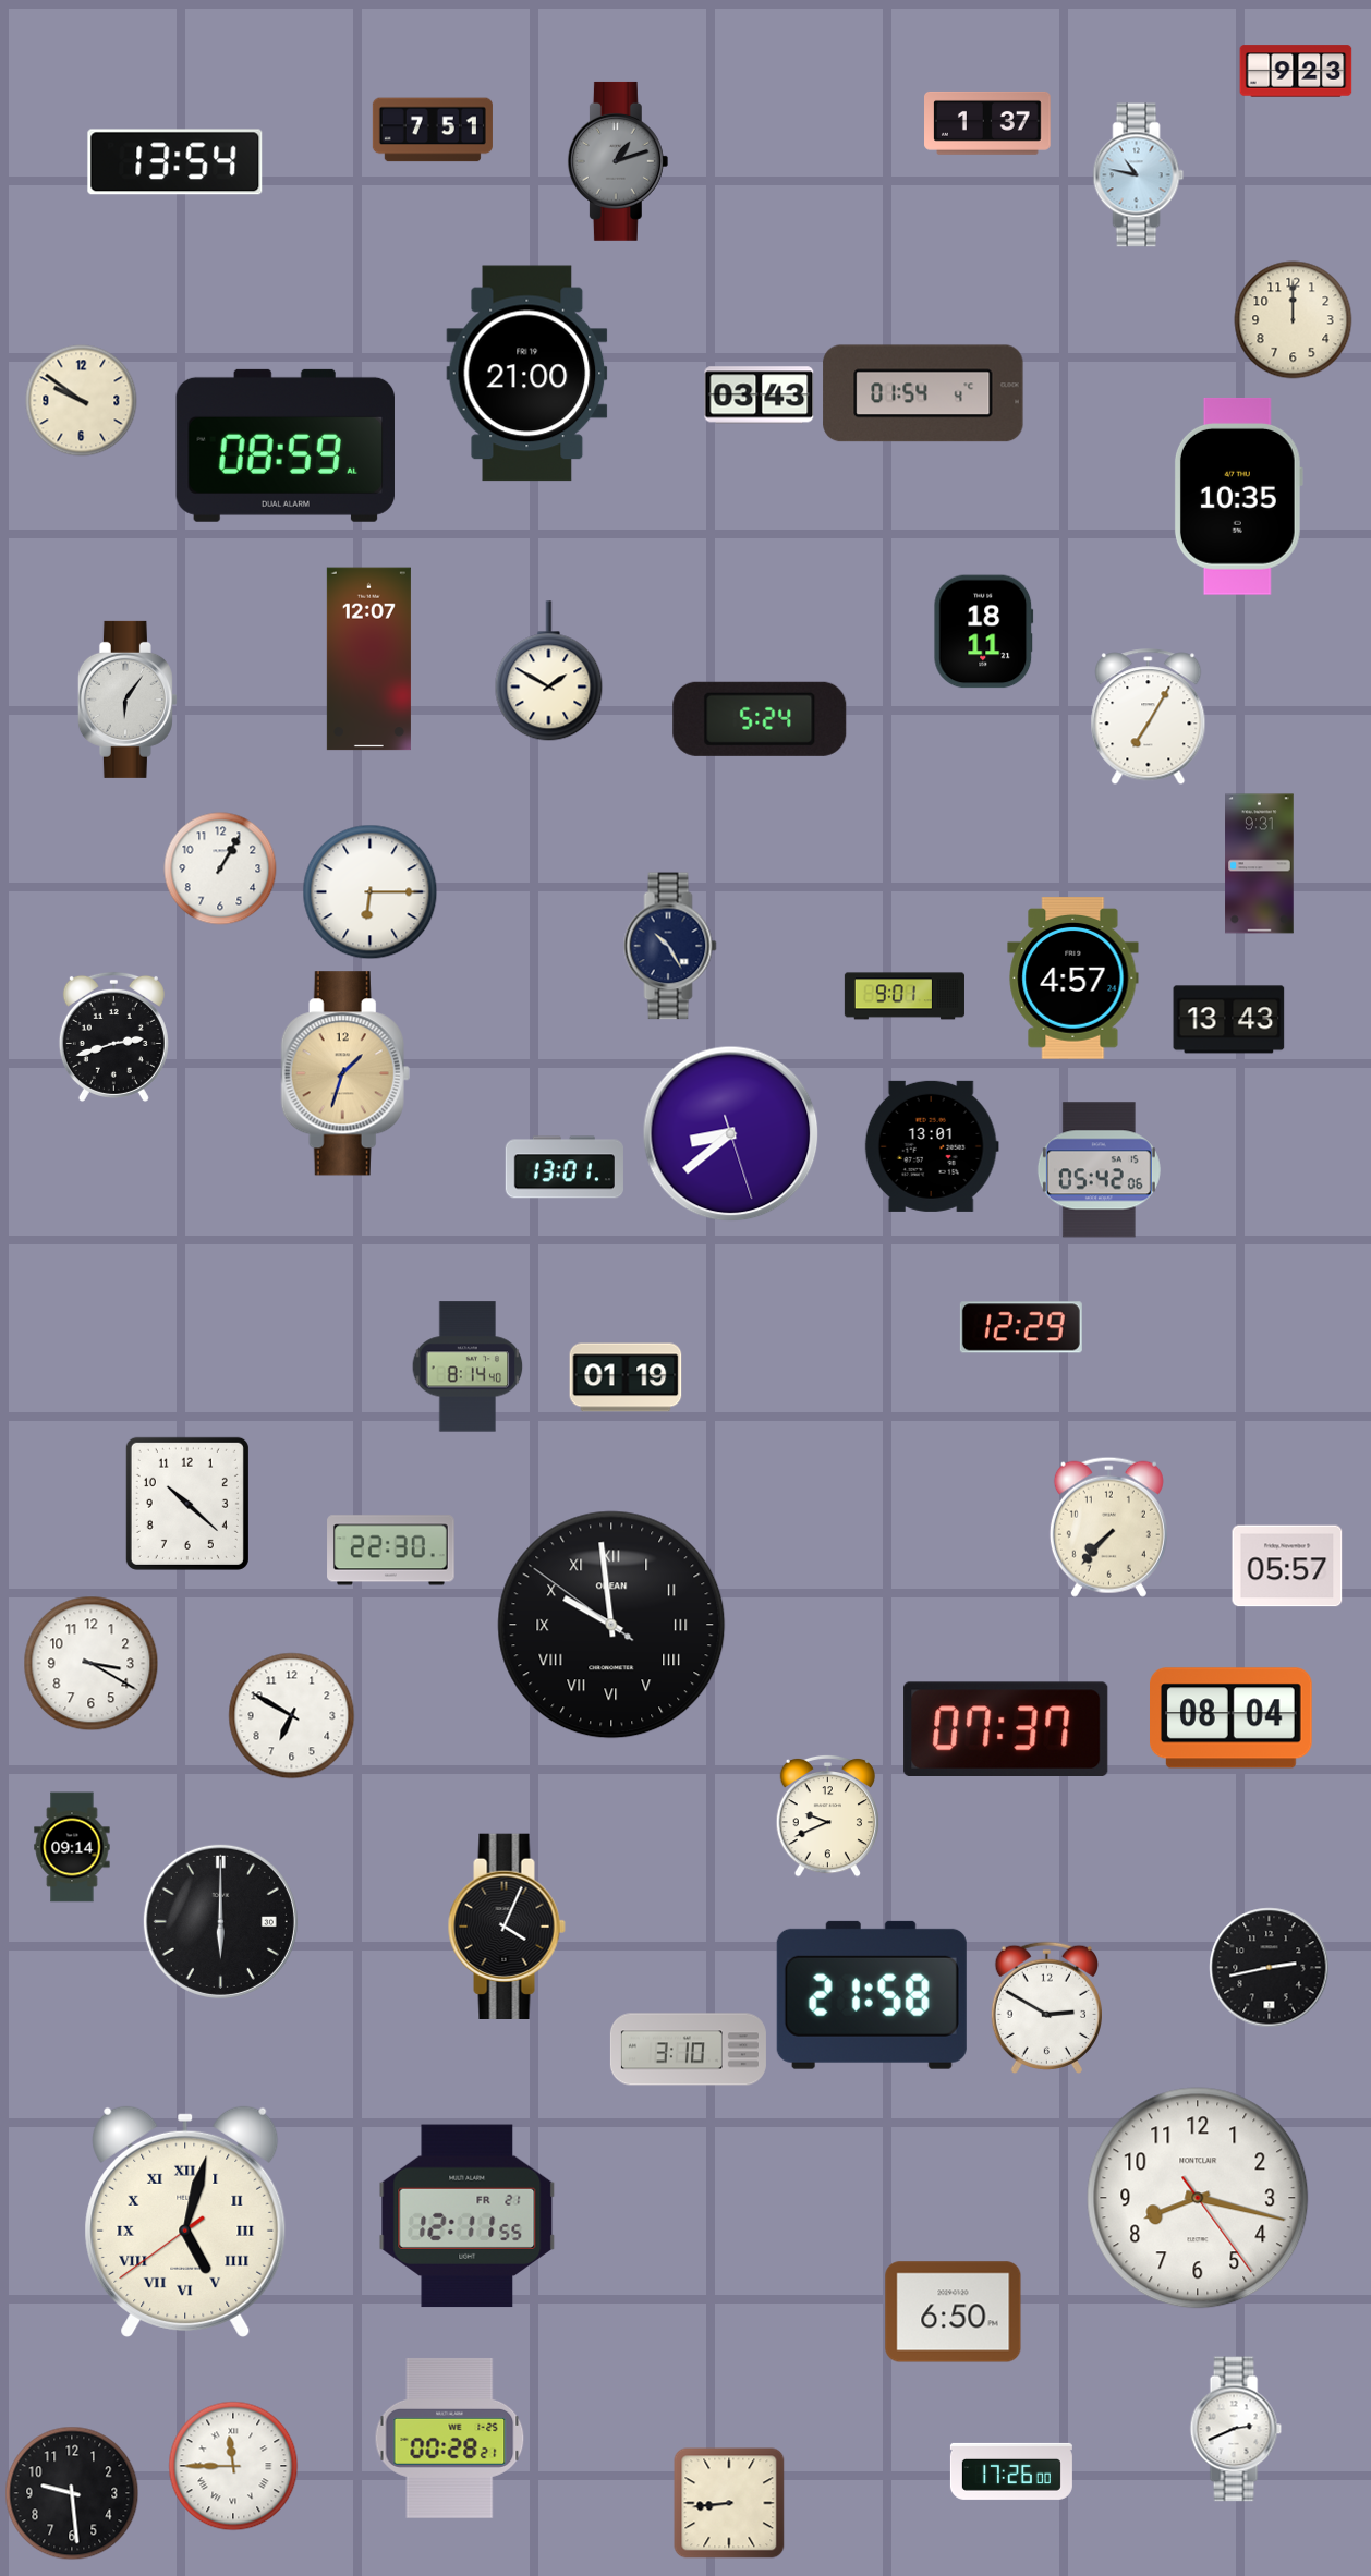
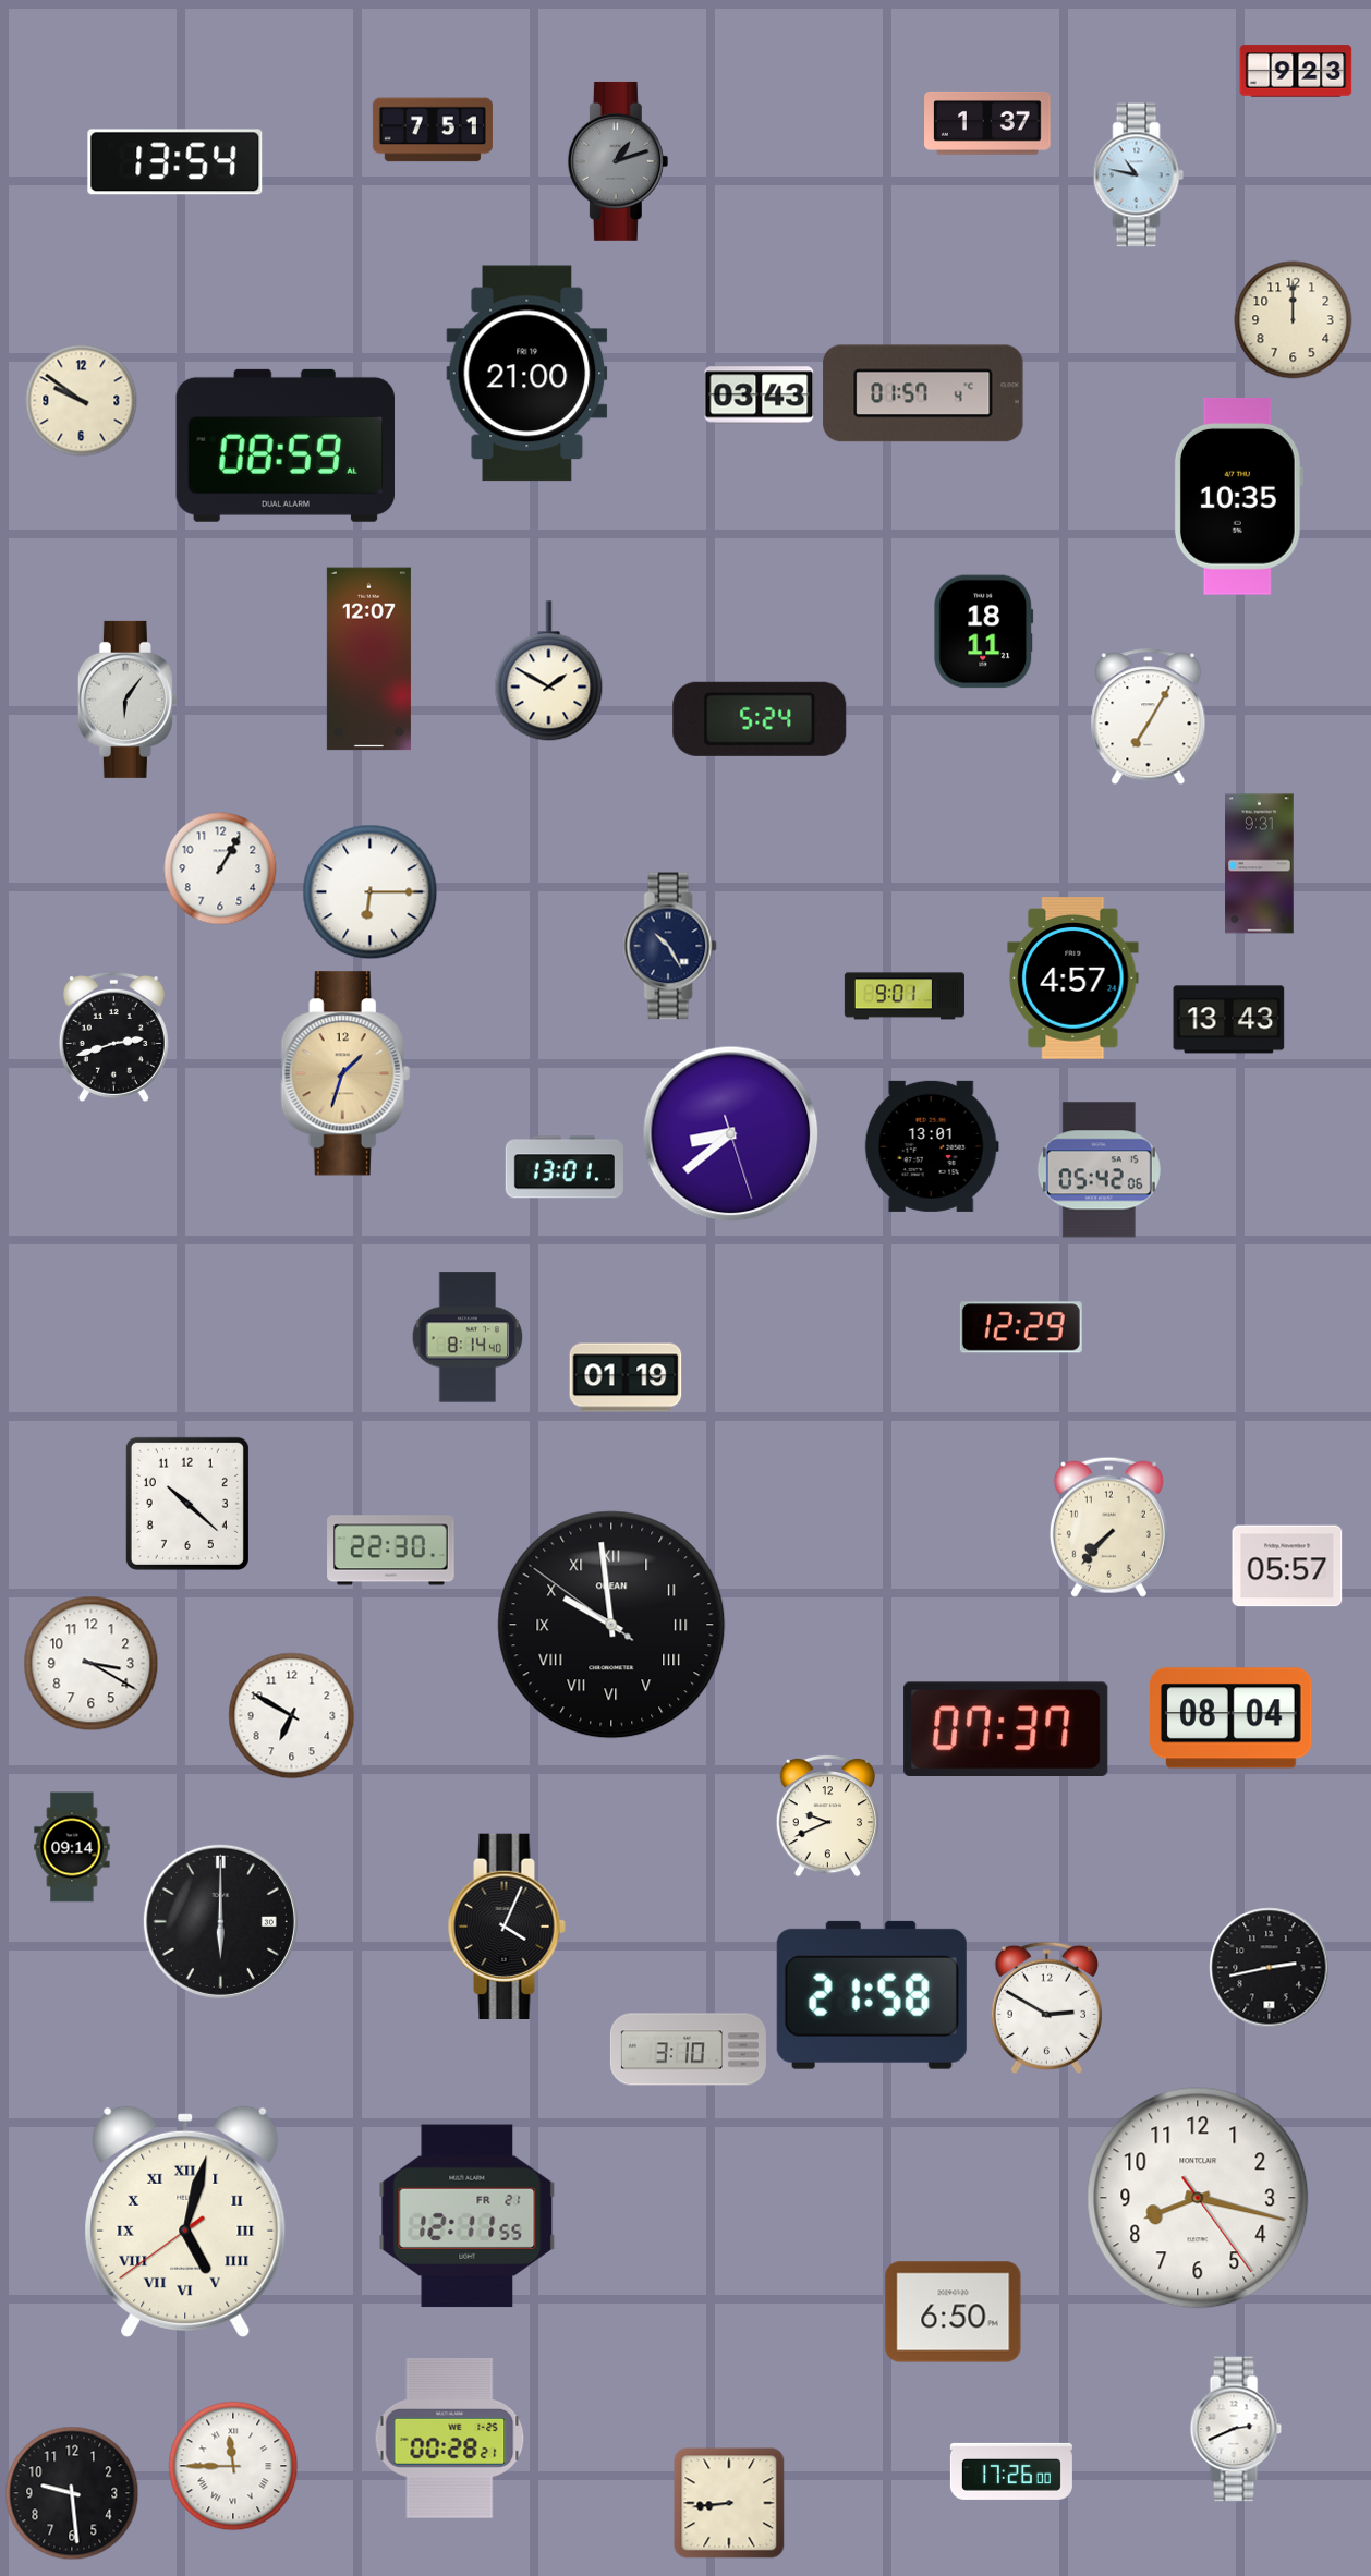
clock at (923, 393): 01:54 -> 01:57
clock at (468, 1366) position: (468, 1366) -> (468, 1337)
